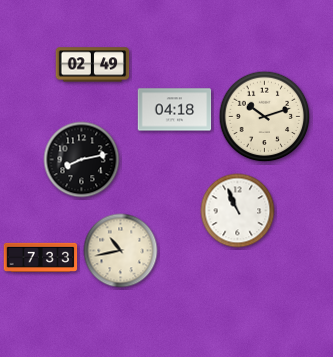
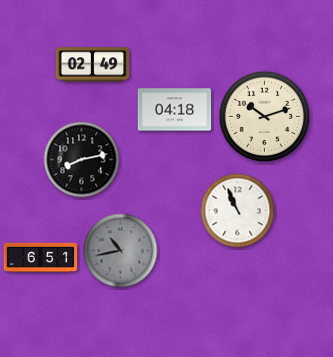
clock at (121, 251) dial: cream -> grey
clock at (41, 257): 7:33 -> 6:51
